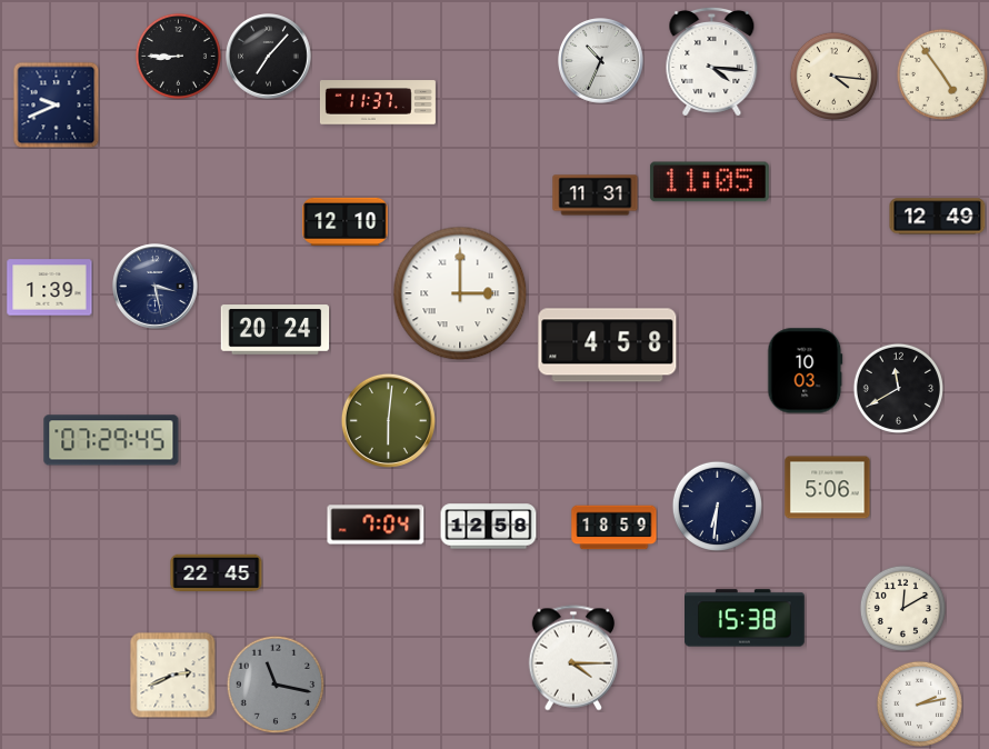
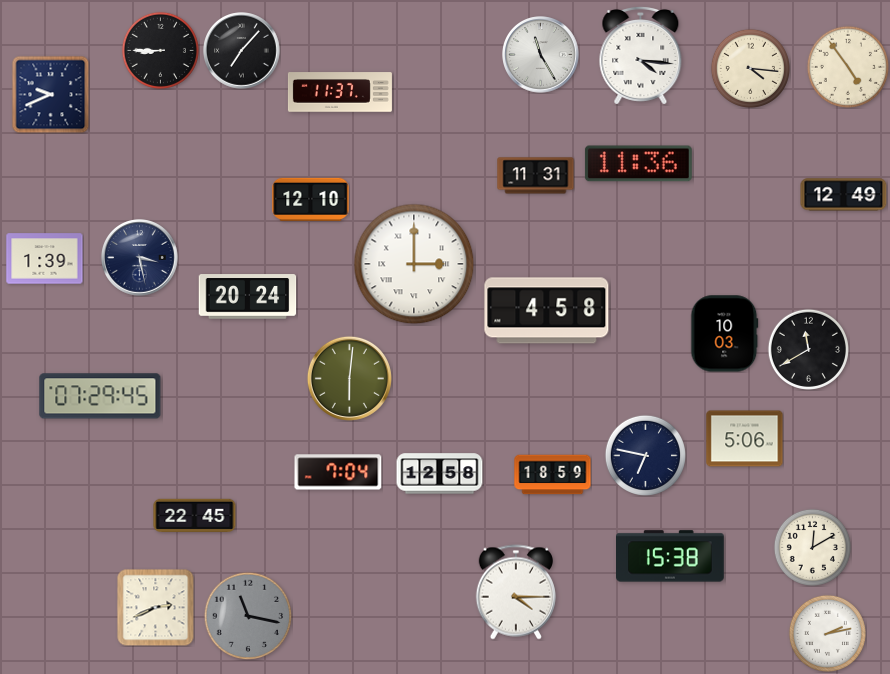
clock at (601, 61): 10:34 -> 11:25
clock at (709, 182): 11:05 -> 11:36
clock at (717, 506): 6:31 -> 6:47
